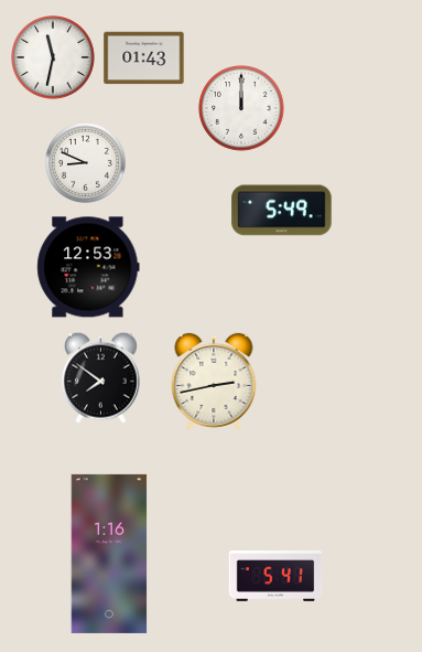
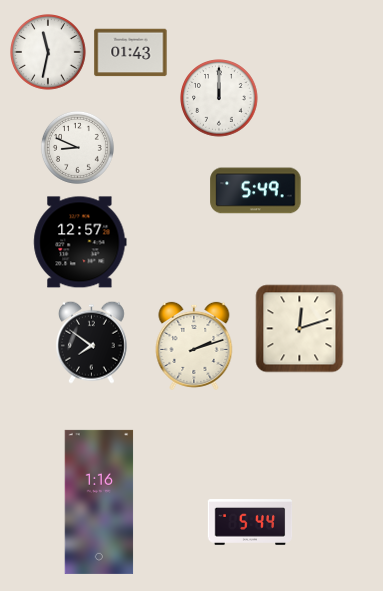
clock at (88, 267): 12:53 -> 12:57
clock at (300, 329): none -> 12:12
clock at (214, 382): 2:43 -> 2:12
clock at (275, 577): 5:41 -> 5:44
